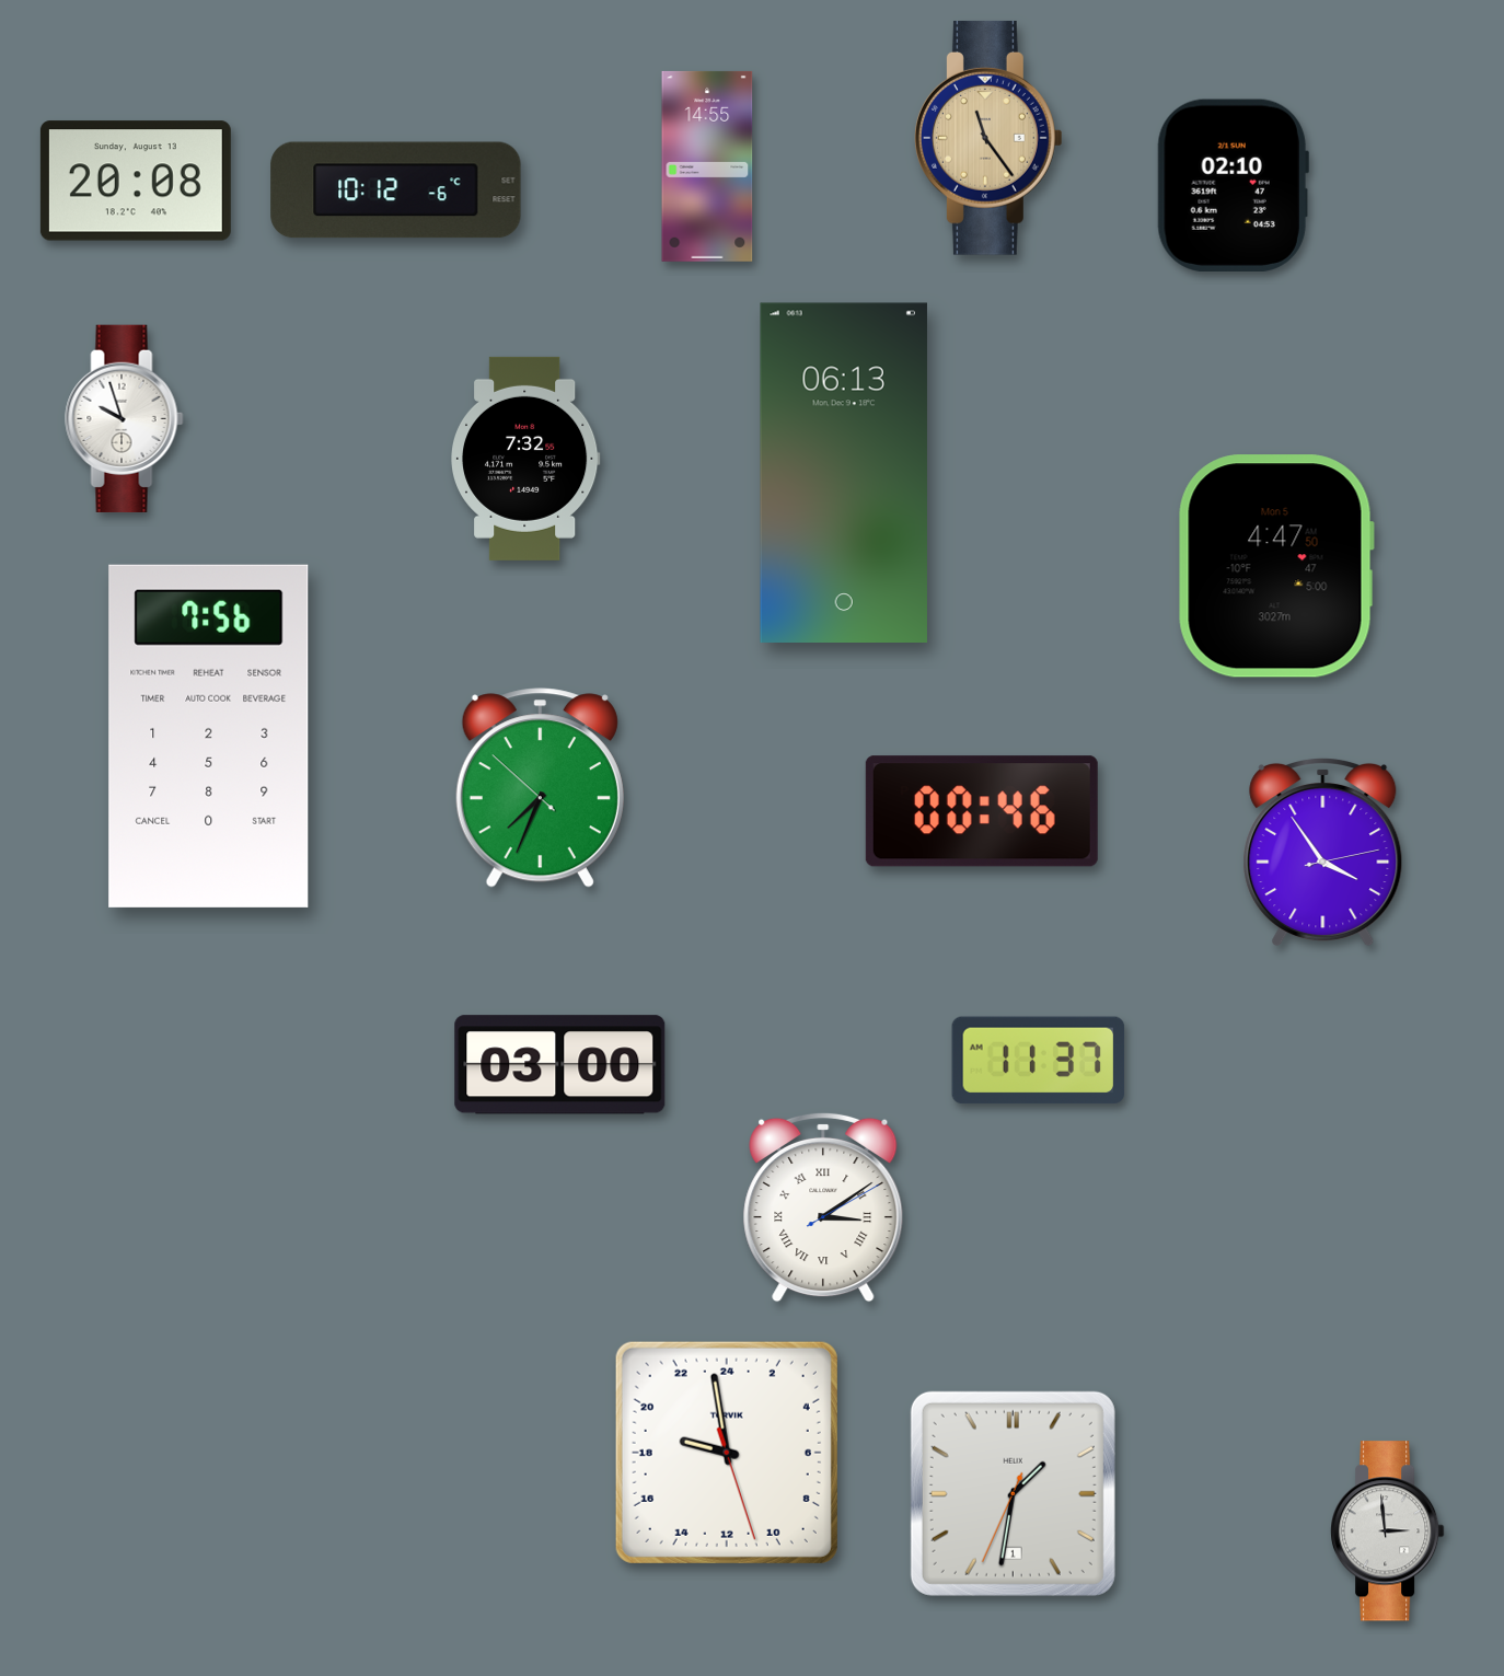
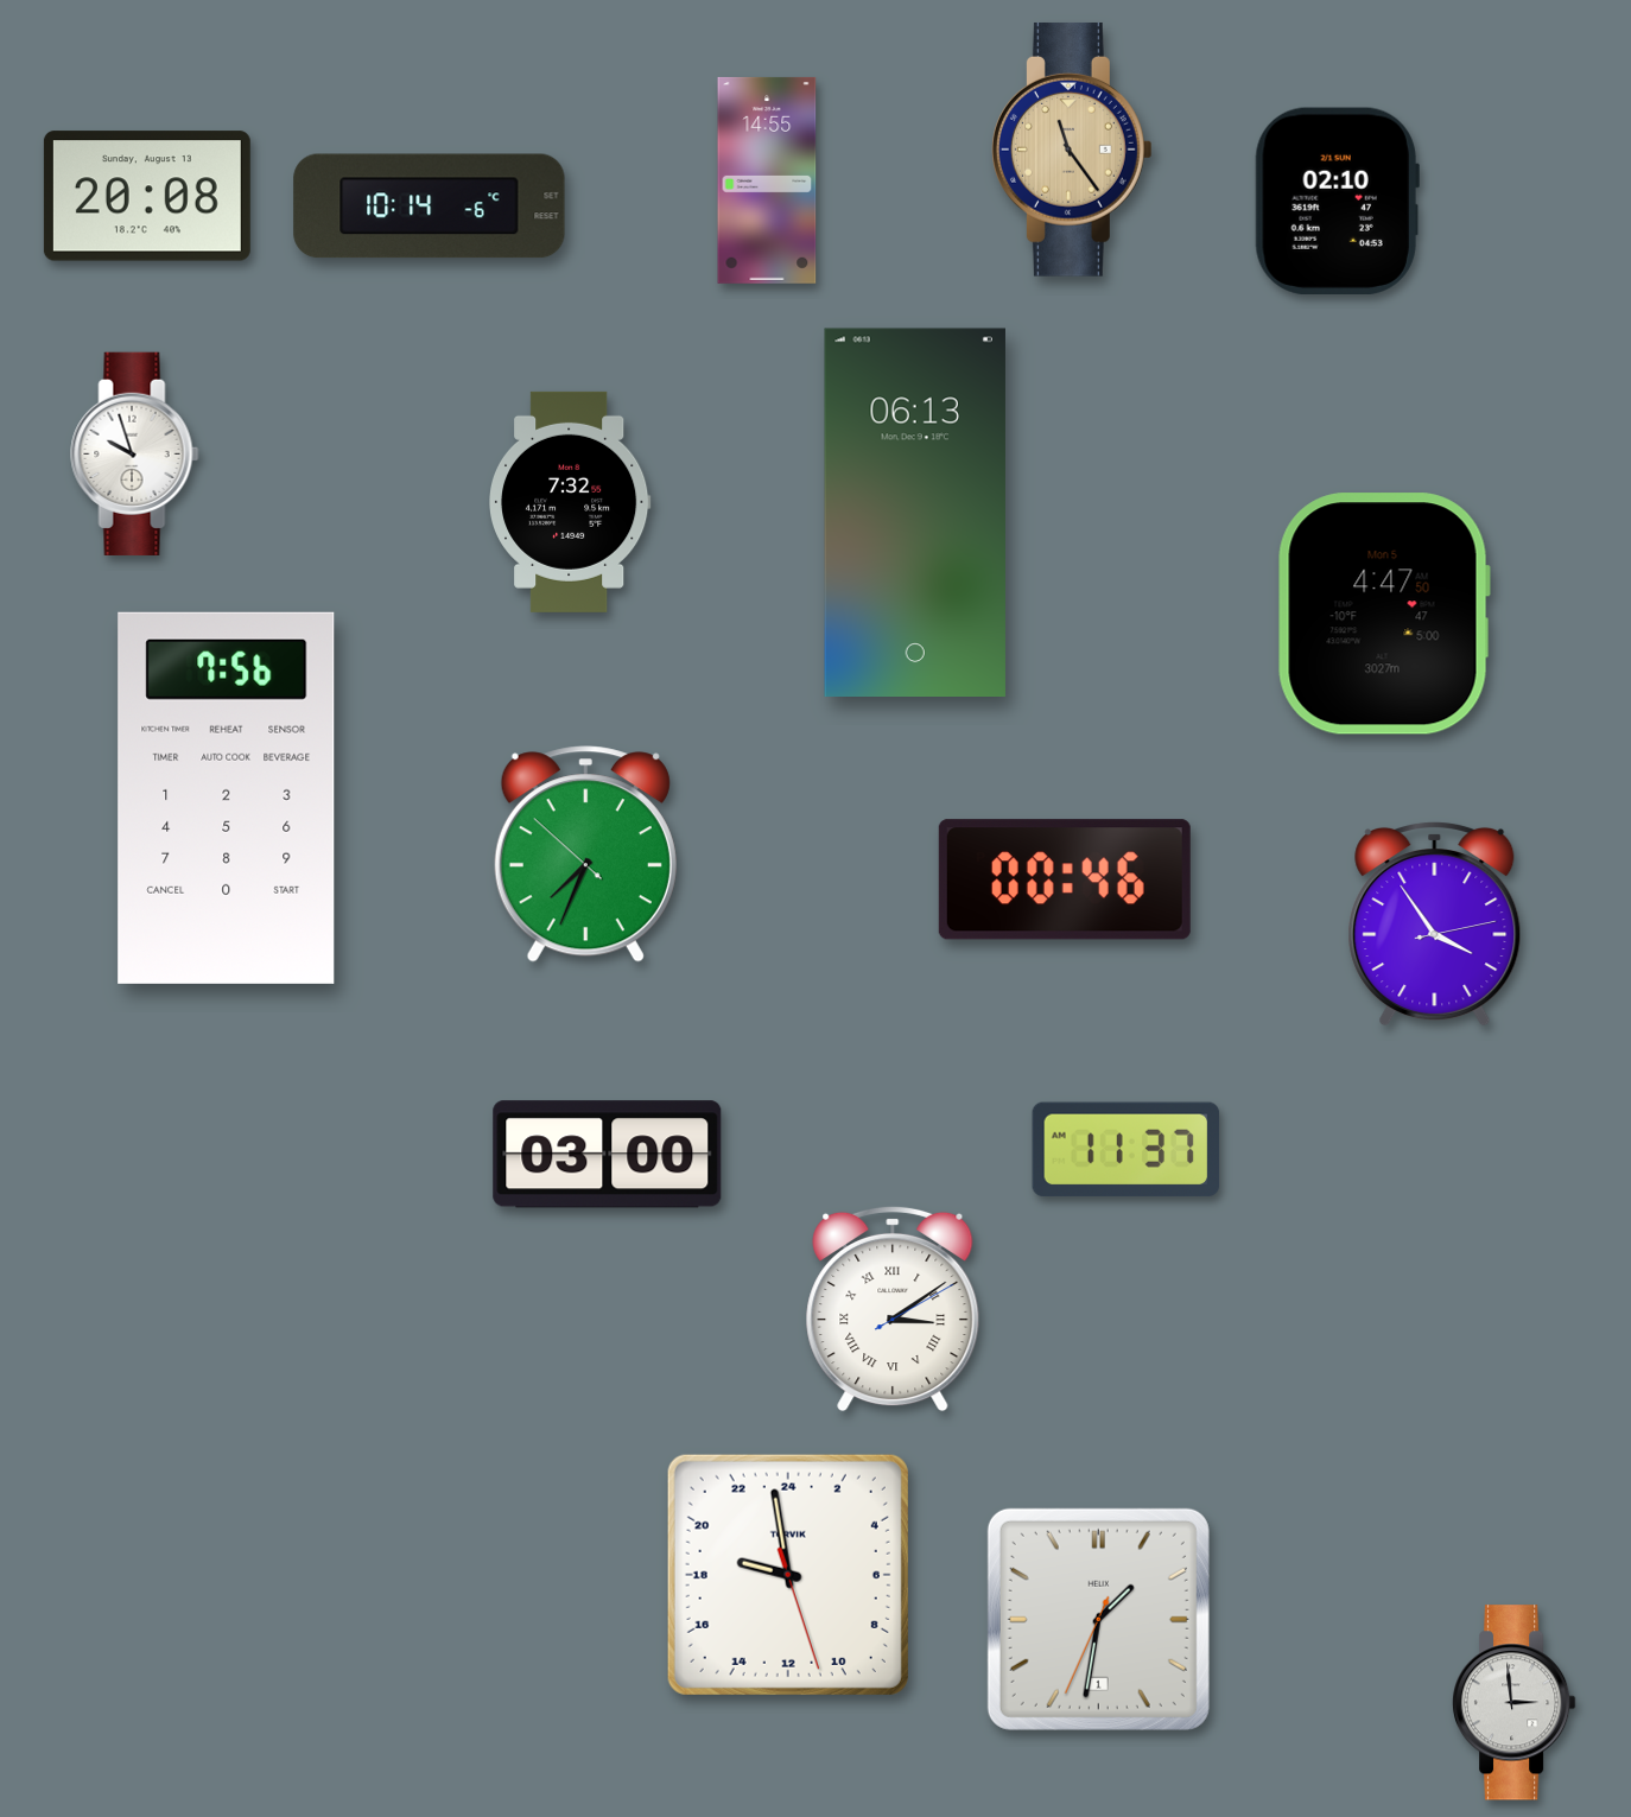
clock at (396, 190): 10:12 -> 10:14
clock at (527, 459) position: (527, 459) -> (571, 502)
clock at (1388, 1531) position: (1388, 1531) -> (1515, 1703)
